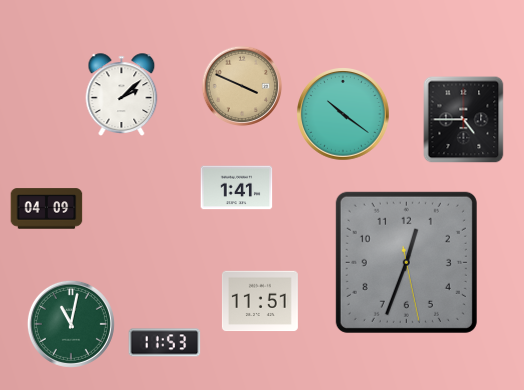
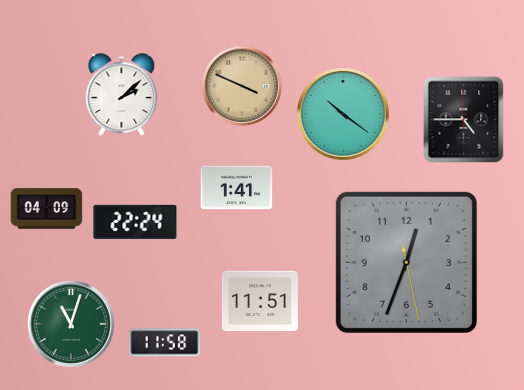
clock at (135, 222): none -> 22:24
clock at (71, 324): 11:02 -> 11:03
clock at (165, 343): 11:53 -> 11:58
